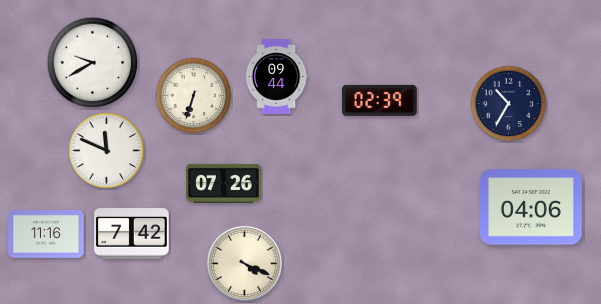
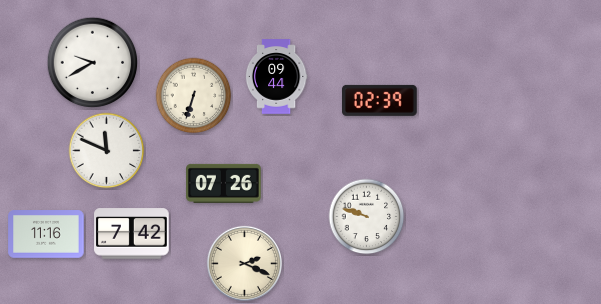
clock at (509, 104): 10:35 -> none
clock at (531, 207): 04:06 -> none
clock at (367, 217): none -> 9:48
clock at (244, 263): 4:19 -> 2:19
